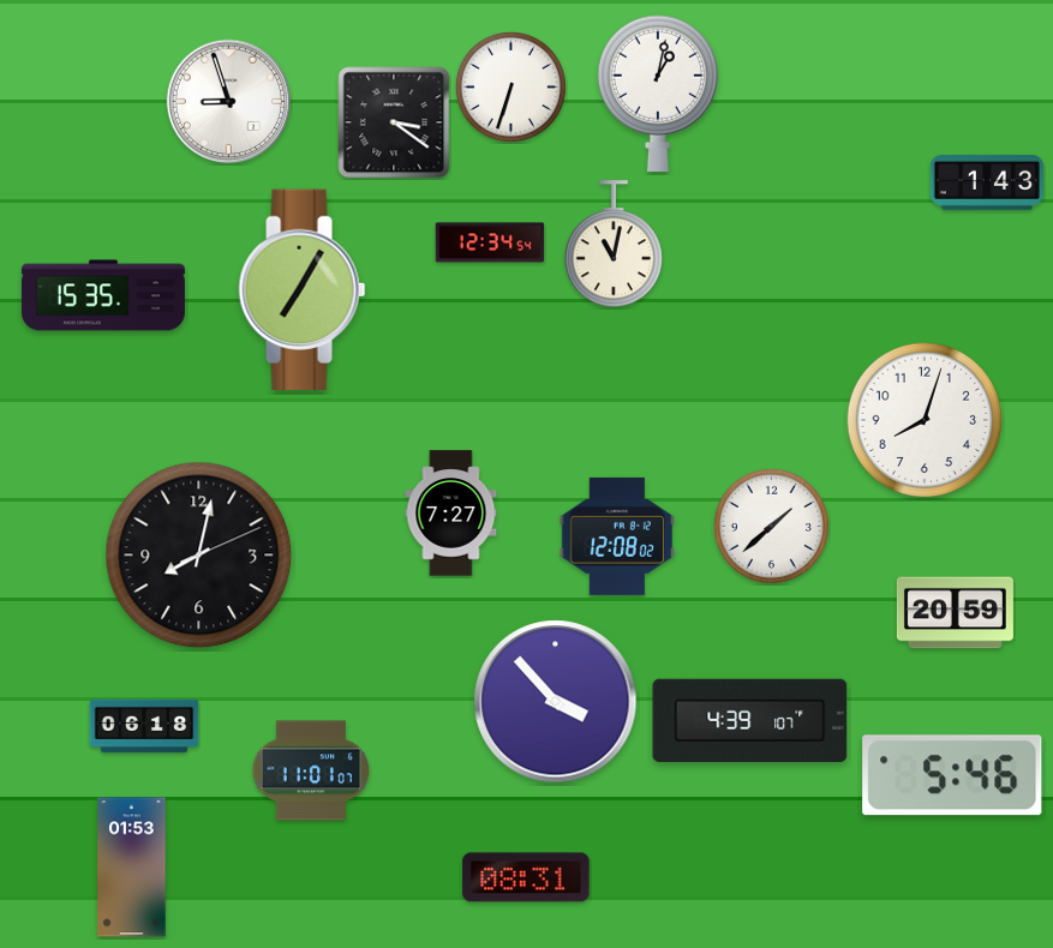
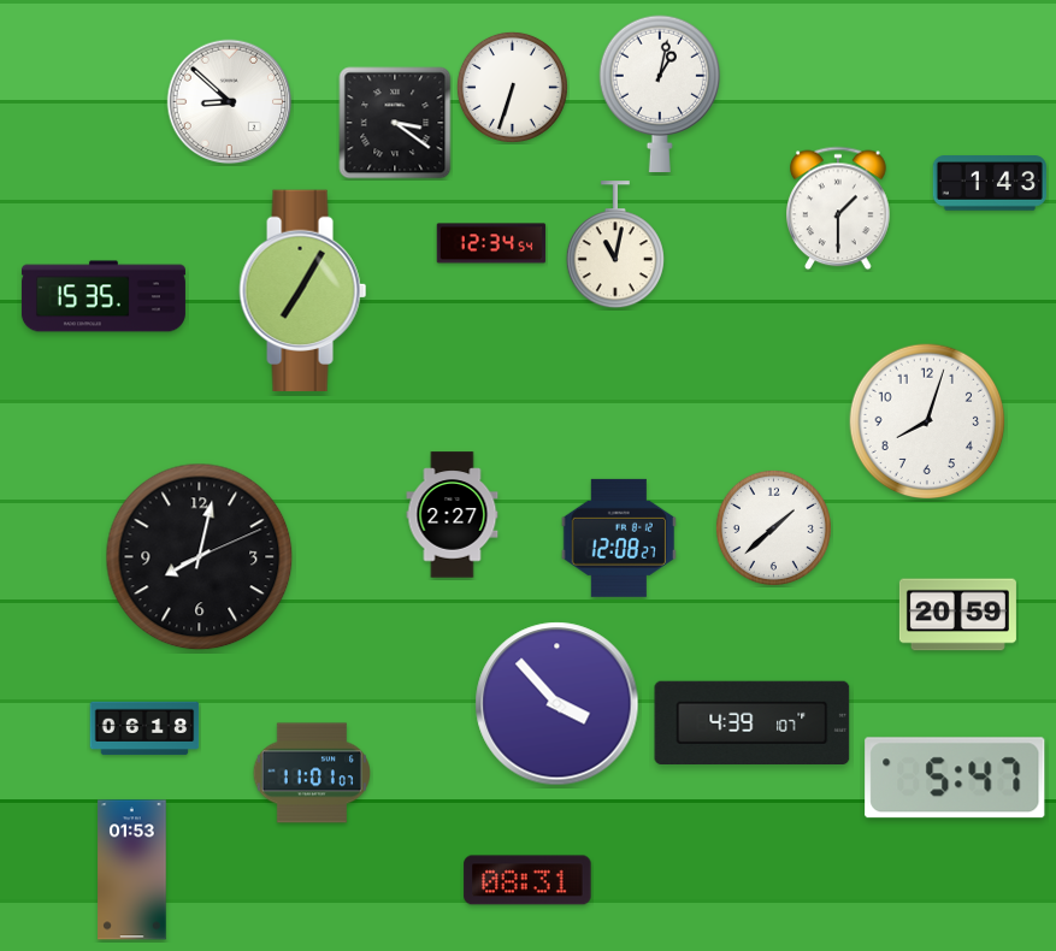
clock at (229, 102): 8:57 -> 8:52
clock at (839, 208): none -> 1:30
clock at (451, 514): 7:27 -> 2:27
clock at (617, 536): 12:08:02 -> 12:08:27
clock at (952, 775): 5:46 -> 5:47
